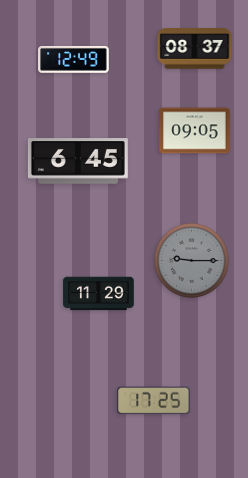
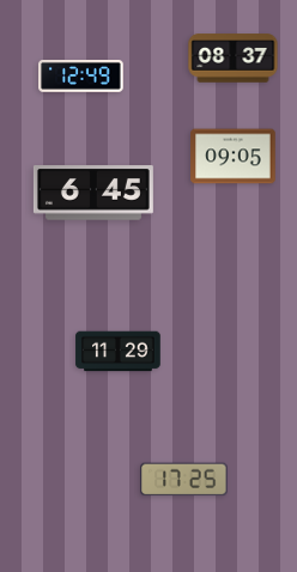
clock at (74, 60) position: (74, 60) -> (81, 77)
clock at (191, 260): 9:15 -> none
